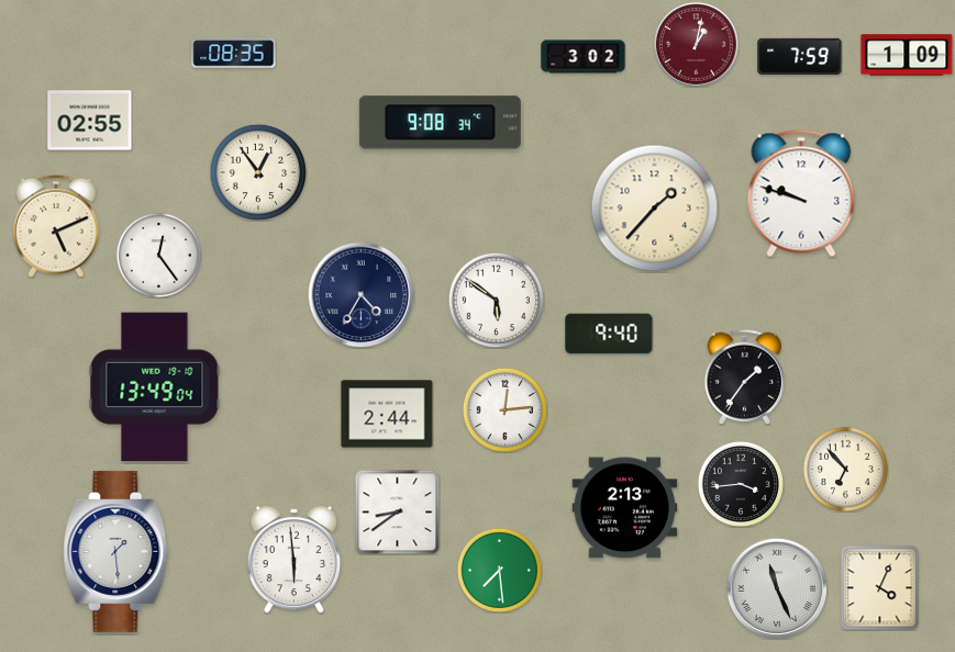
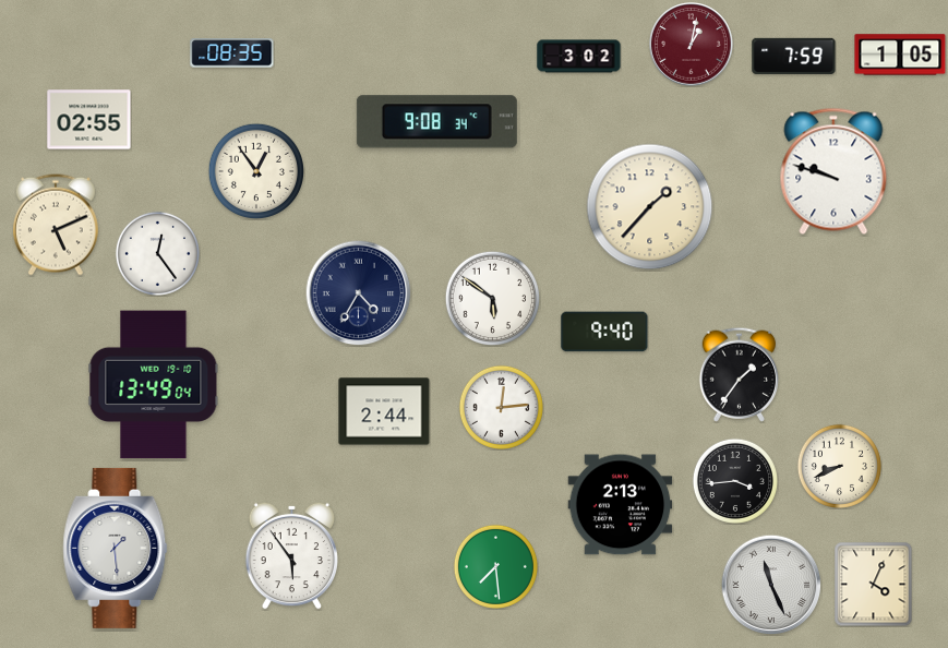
clock at (907, 55): 1:09 -> 1:05
clock at (801, 193) position: (801, 193) -> (833, 171)
clock at (845, 469): 6:53 -> 8:41
clock at (397, 512): 8:39 -> none
clock at (295, 559): 5:59 -> 5:54
